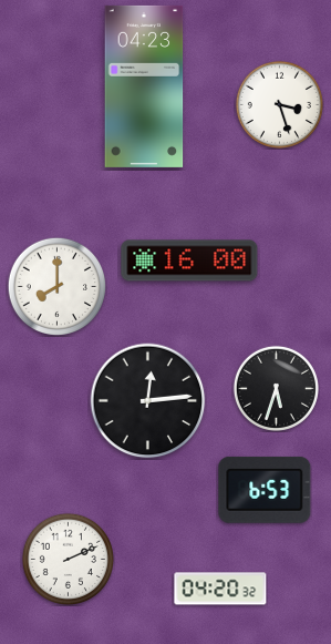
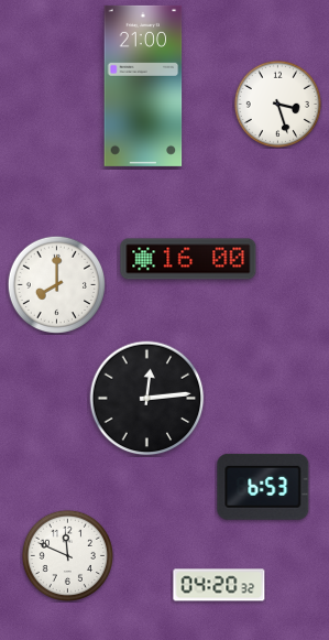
clock at (144, 86): 04:23 -> 21:00
clock at (276, 388): 5:33 -> none
clock at (68, 559): 2:11 -> 11:49
